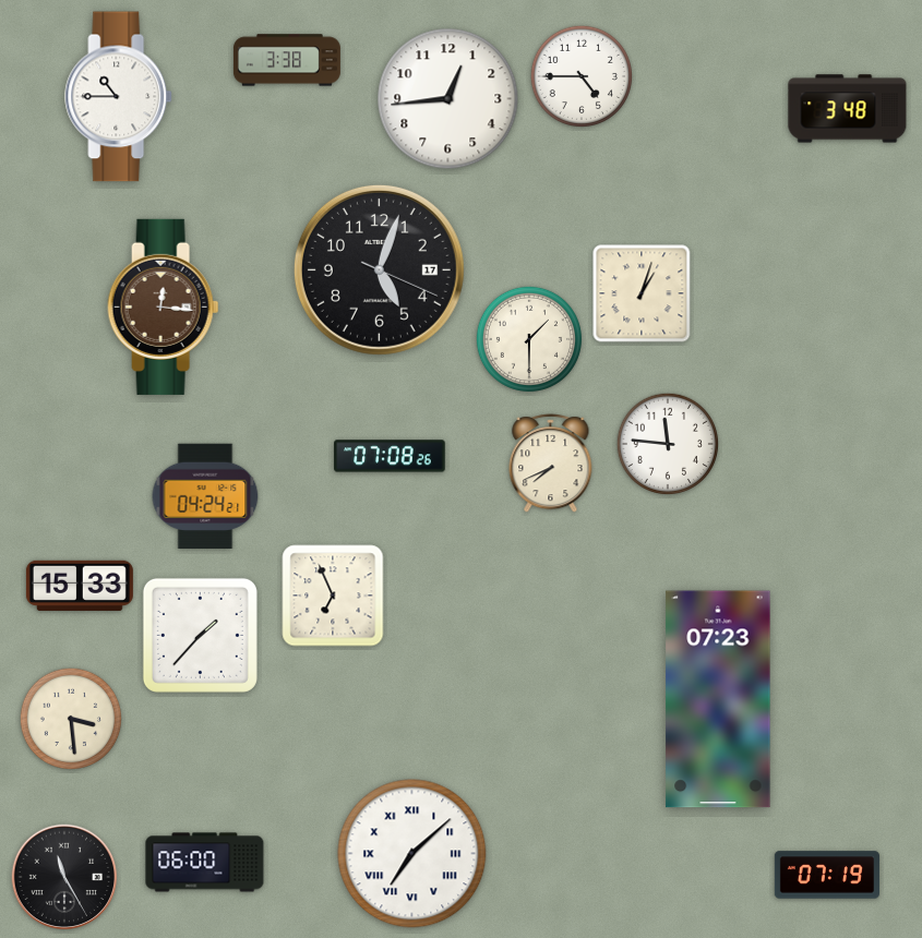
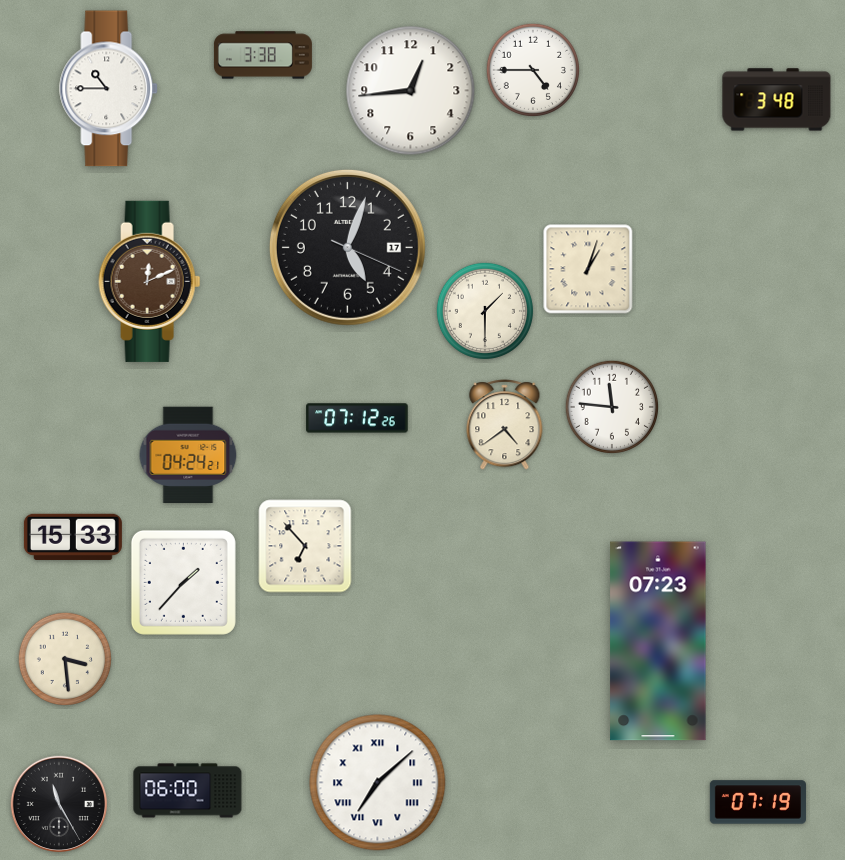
clock at (164, 306): 12:16 -> 12:11
clock at (390, 456): 07:08 -> 07:12
clock at (551, 464): 7:41 -> 4:39
clock at (333, 596): 6:56 -> 6:53
